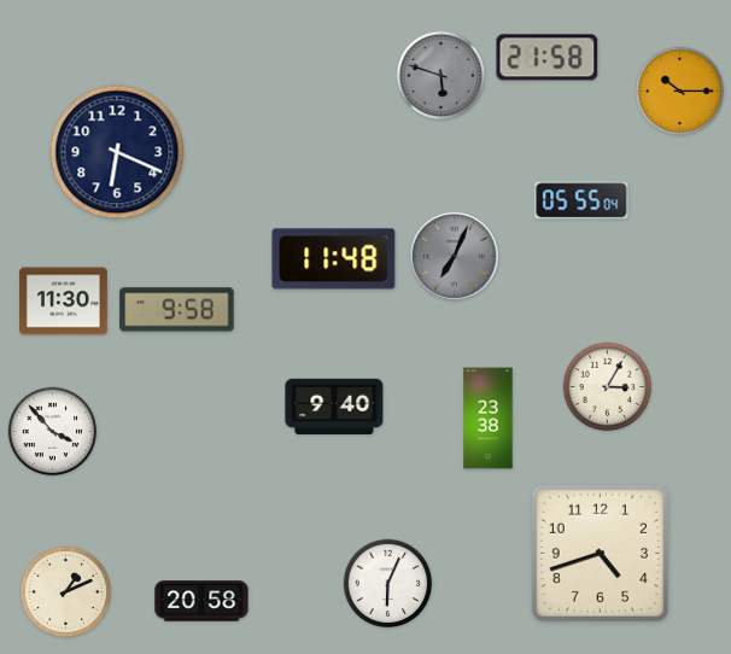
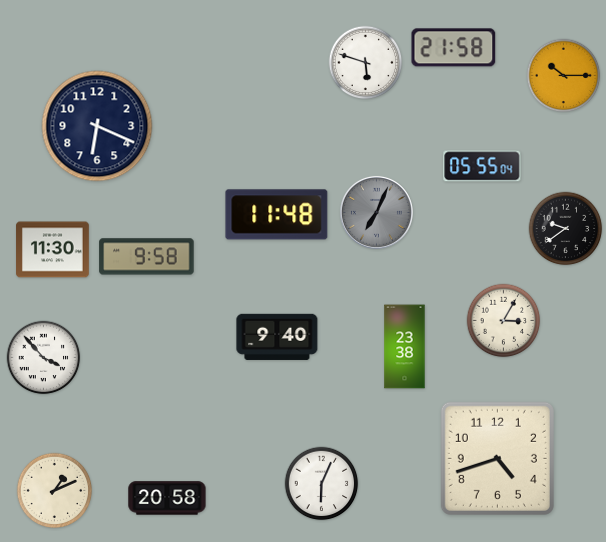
clock at (441, 76) dial: grey -> white
clock at (566, 229): none -> 9:39
